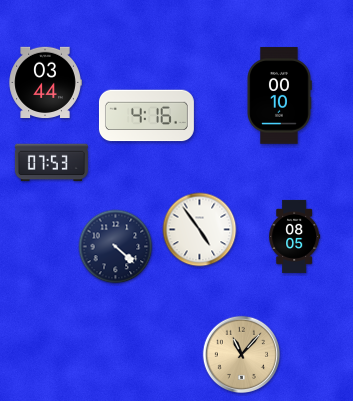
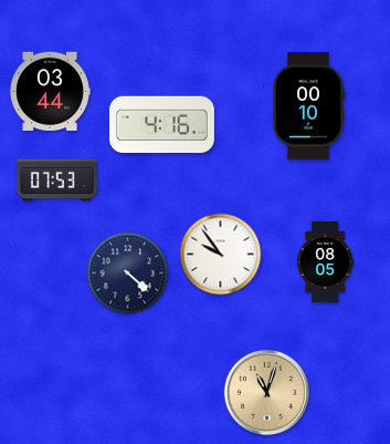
clock at (146, 116) position: (146, 116) -> (161, 125)
clock at (200, 230): 4:54 -> 9:54
clock at (241, 354): 11:07 -> 11:03
